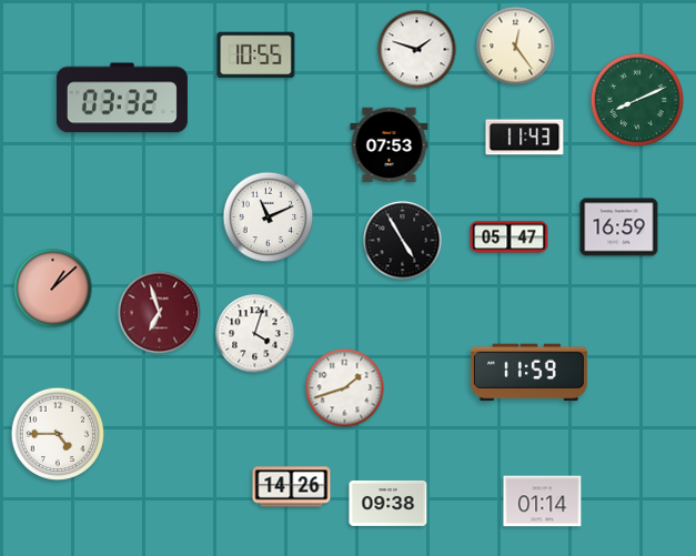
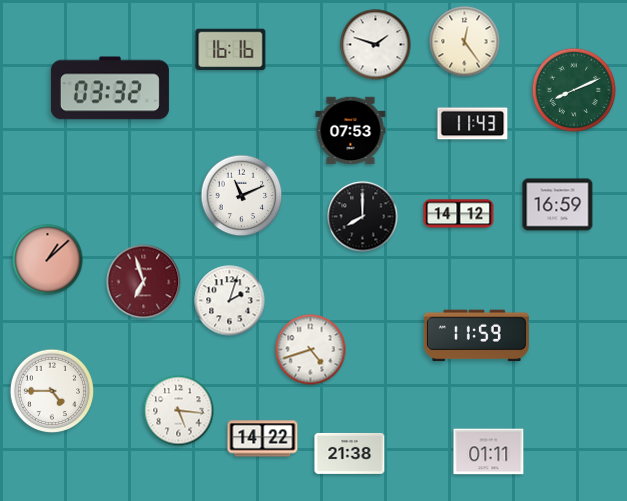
clock at (256, 55): 10:55 -> 16:16
clock at (510, 237): 05:47 -> 14:12
clock at (403, 241): 4:55 -> 8:00
clock at (255, 334): 4:03 -> 2:03
clock at (345, 388): 1:42 -> 4:42
clock at (179, 411): none -> 5:16
clock at (292, 487): 14:26 -> 14:22
clock at (543, 502): 01:14 -> 01:11
clock at (389, 503): 09:38 -> 21:38
